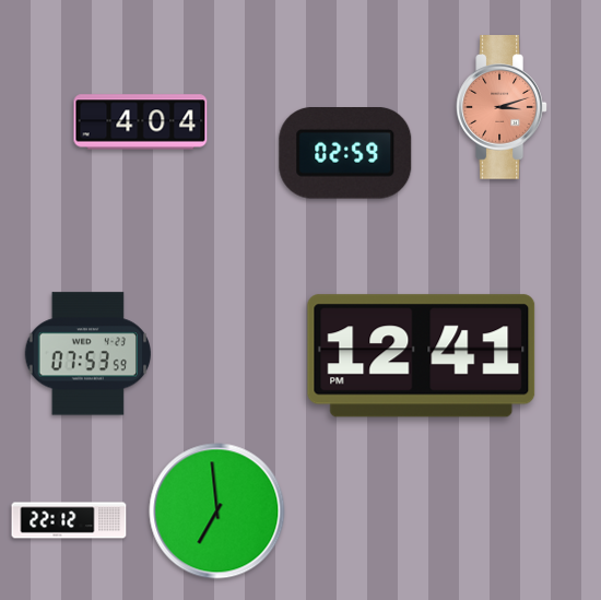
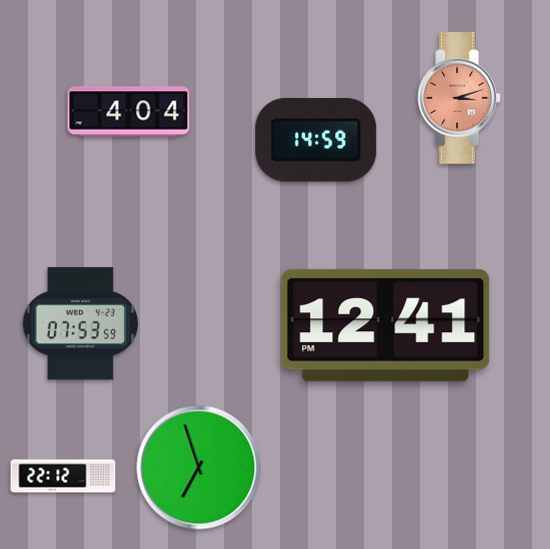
clock at (345, 154): 02:59 -> 14:59
clock at (217, 511): 6:59 -> 6:57
